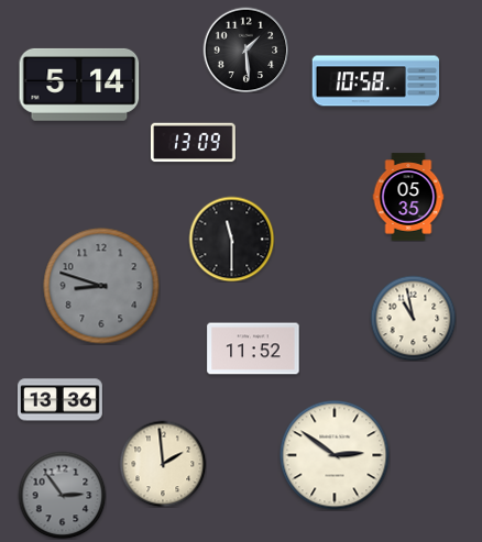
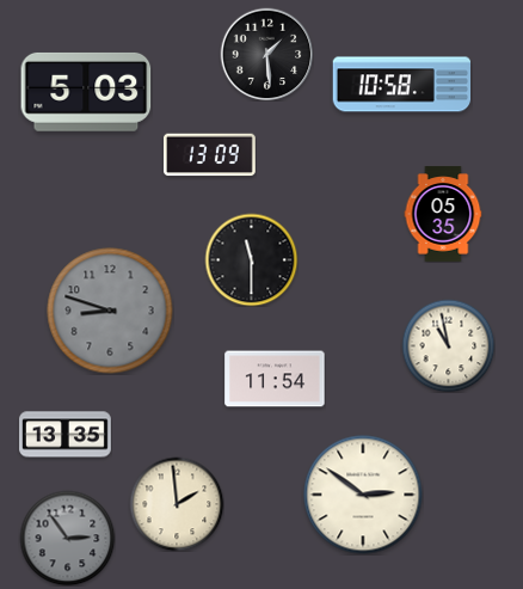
clock at (375, 81) position: (375, 81) -> (401, 85)
clock at (79, 85): 5:14 -> 5:03
clock at (253, 349): 11:52 -> 11:54
clock at (61, 400): 13:36 -> 13:35
